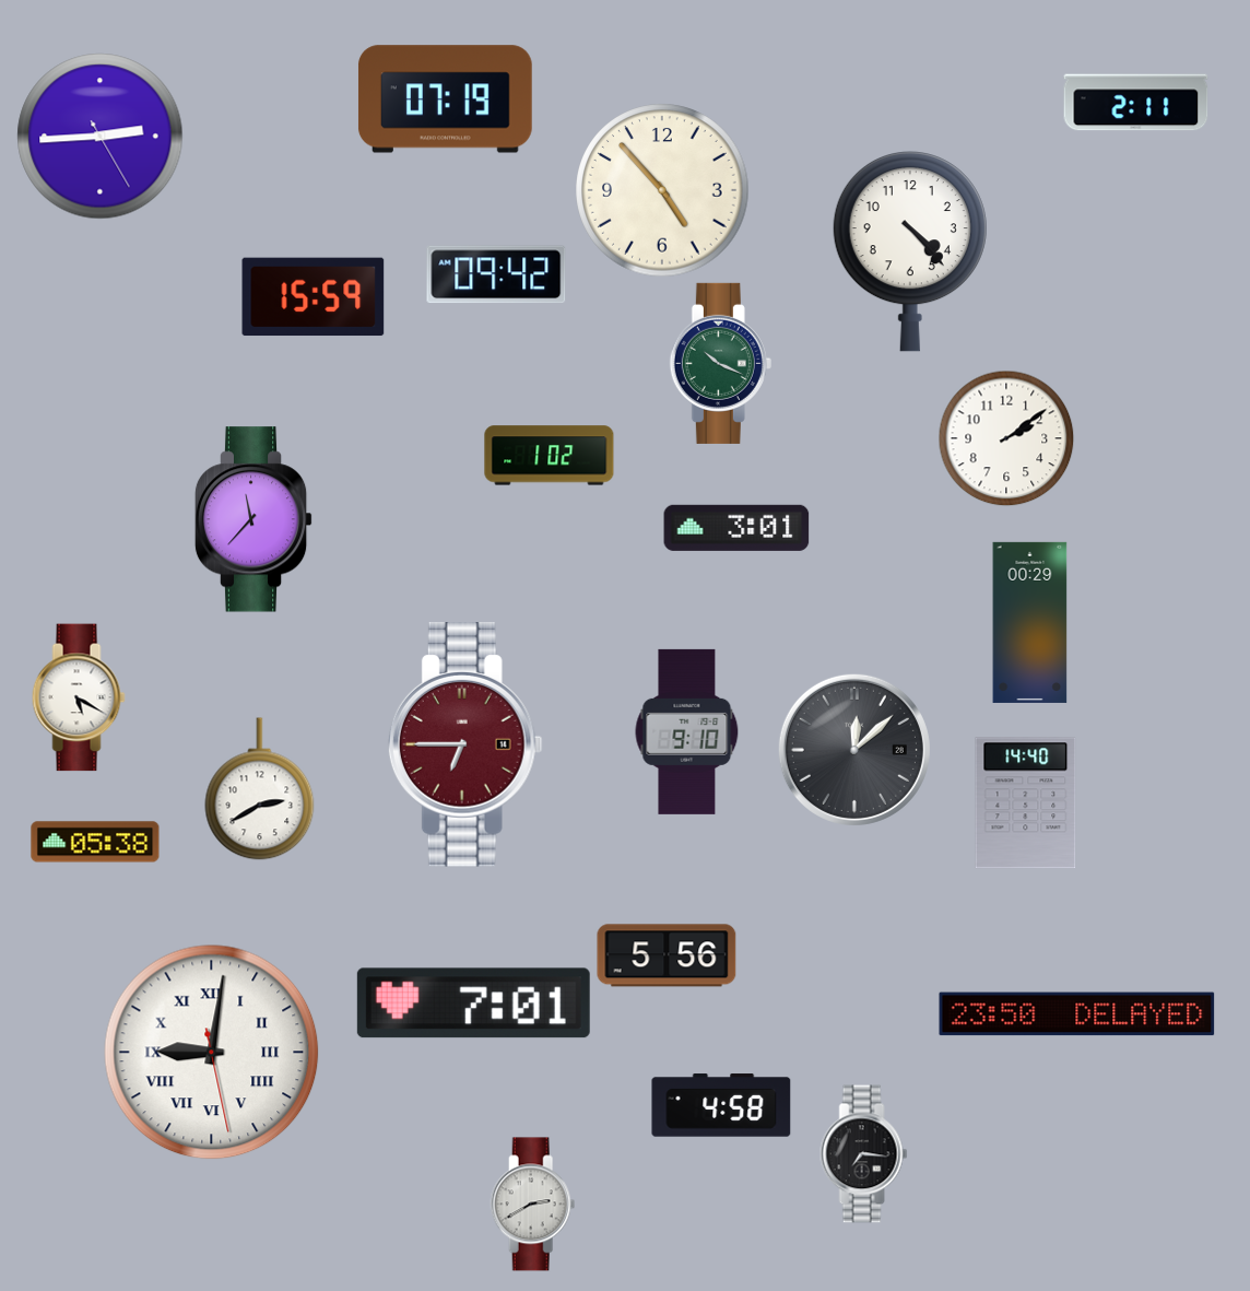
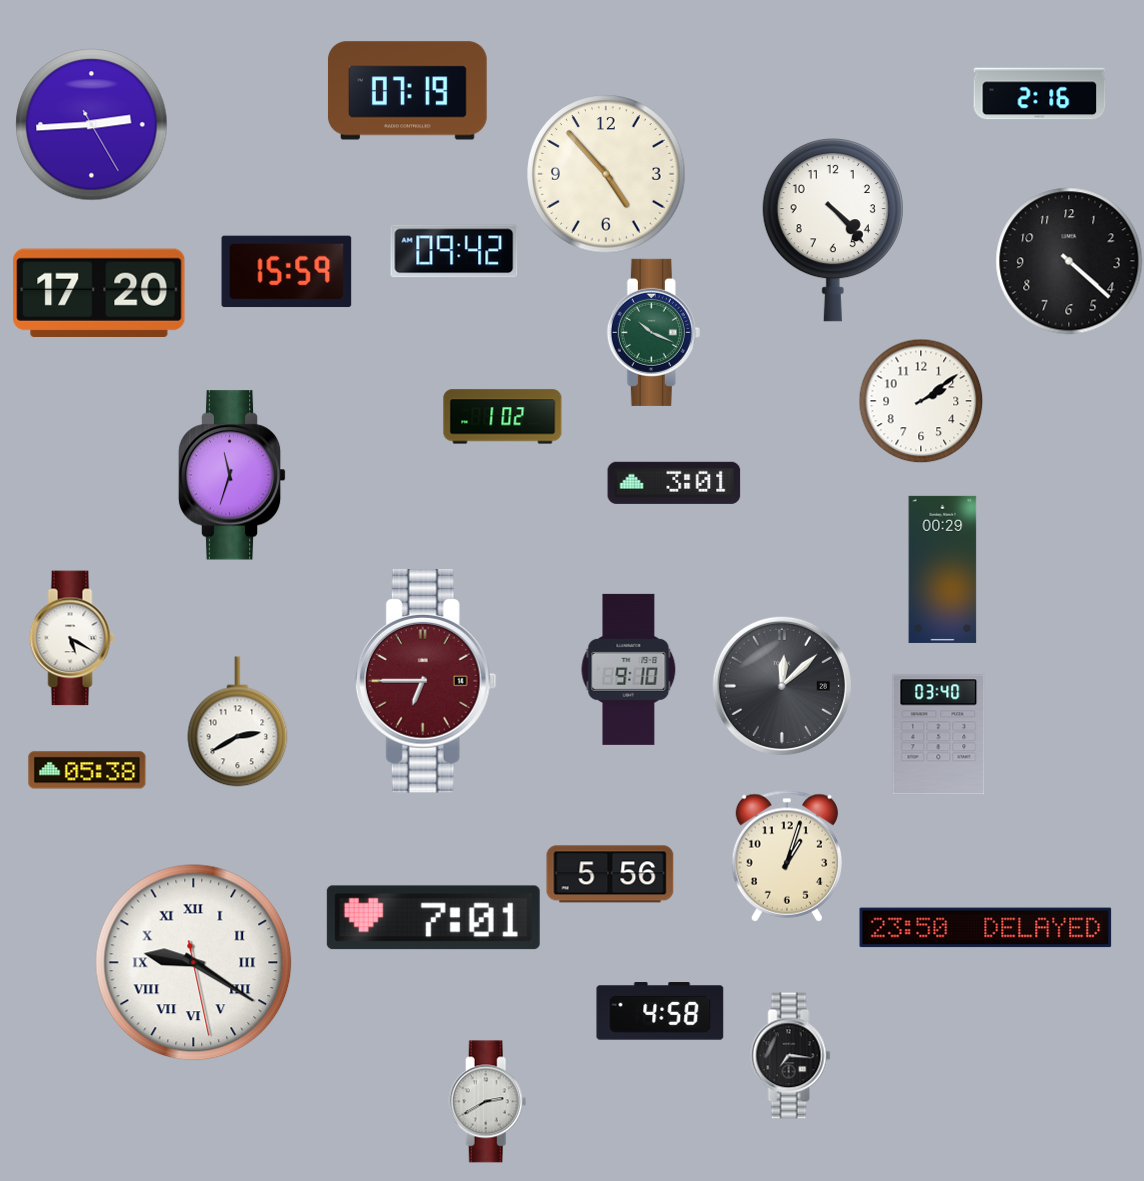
clock at (1136, 103): 2:11 -> 2:16
clock at (1069, 261): none -> 4:22
clock at (99, 292): none -> 17:20
clock at (720, 363) position: (720, 363) -> (653, 332)
clock at (253, 519): 11:37 -> 11:33
clock at (1026, 803): 14:40 -> 03:40
clock at (787, 856): none -> 1:03
clock at (212, 1053): 9:01 -> 9:20
